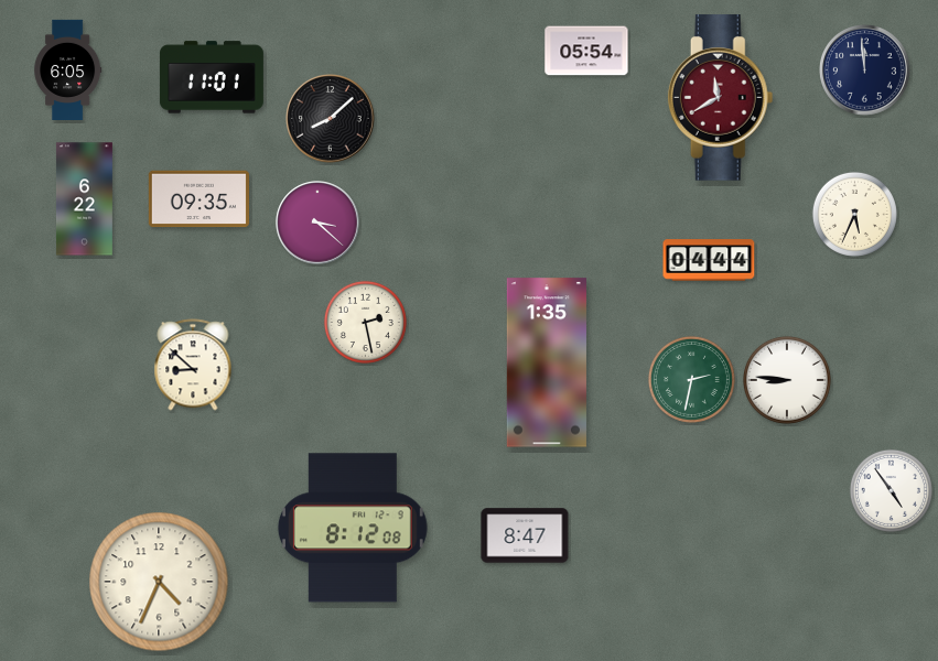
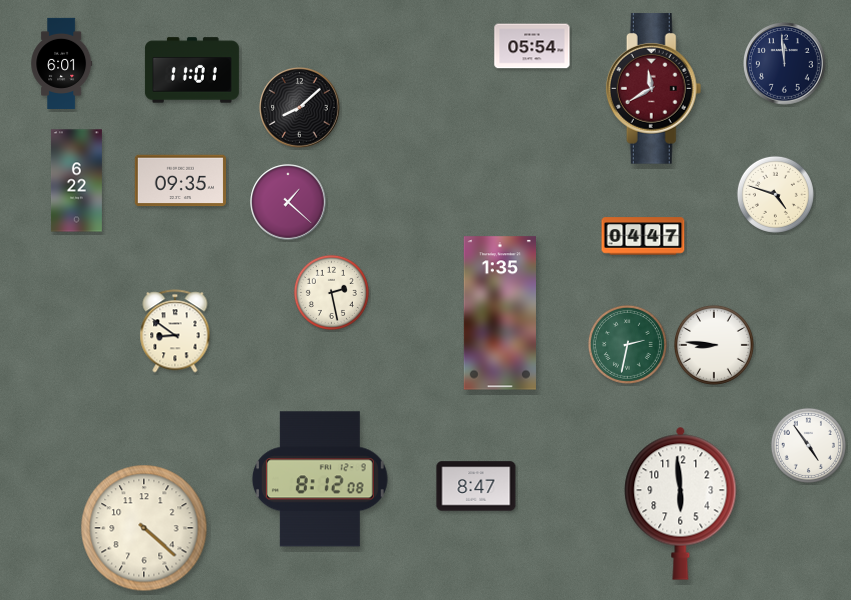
clock at (68, 69): 6:05 -> 6:01
clock at (854, 214): 5:34 -> 4:48
clock at (317, 223): 3:22 -> 1:22
clock at (709, 260): 04:44 -> 04:47
clock at (547, 362) position: (547, 362) -> (500, 313)
clock at (193, 365): 8:52 -> 8:51
clock at (681, 503): none -> 5:59
clock at (159, 582): 4:34 -> 4:22
